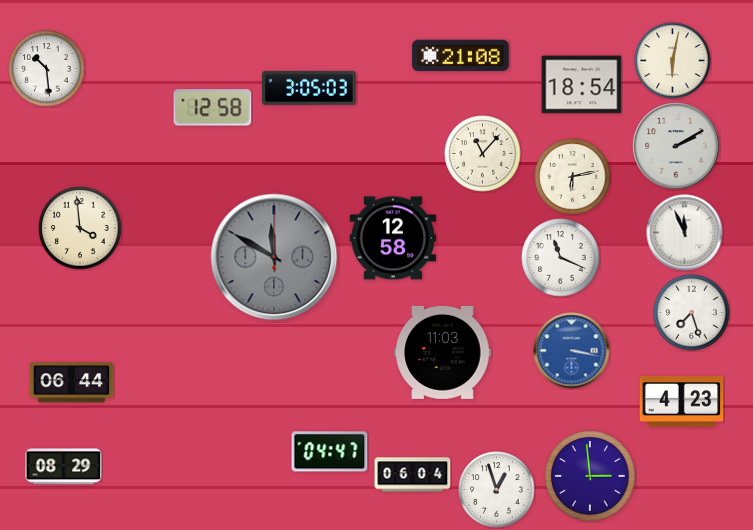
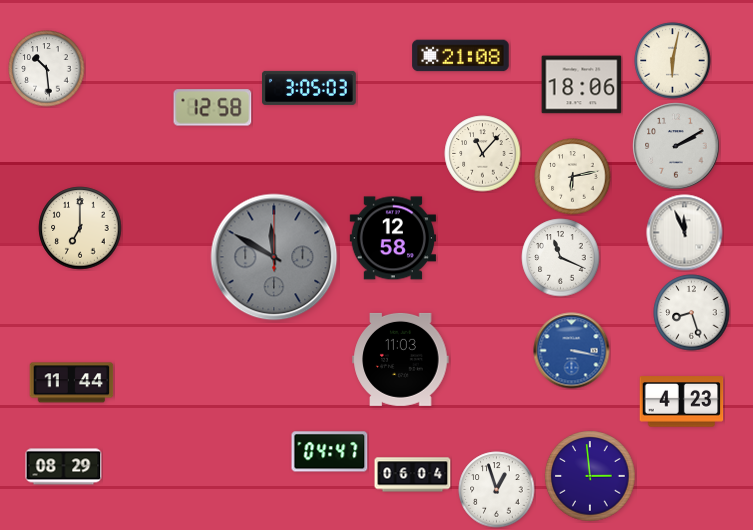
clock at (582, 85): 18:54 -> 18:06
clock at (80, 228): 3:59 -> 7:00
clock at (692, 313): 7:27 -> 8:27
clock at (443, 352) position: (443, 352) -> (401, 359)
clock at (72, 383): 06:44 -> 11:44
